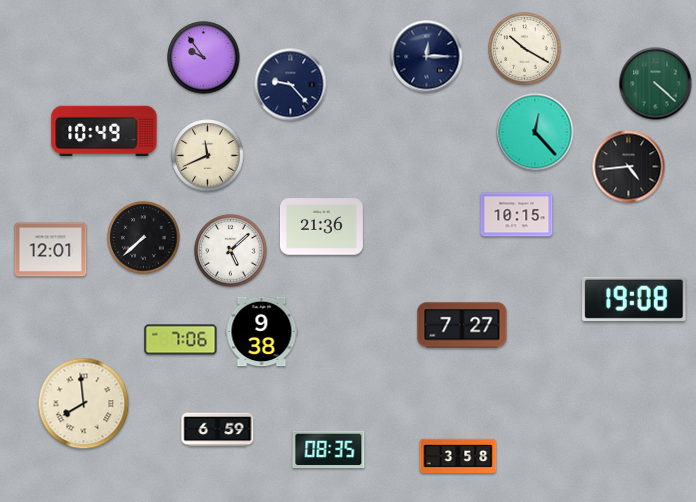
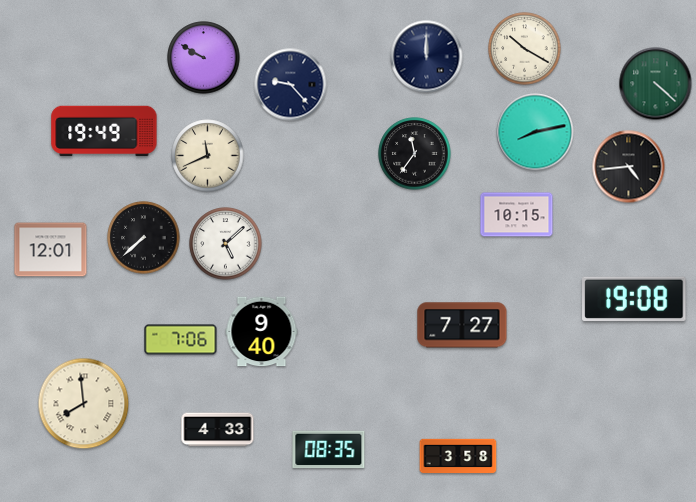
clock at (427, 57): 12:15 -> 12:00
clock at (204, 58): 9:54 -> 9:50
clock at (104, 131): 10:49 -> 19:49
clock at (535, 132): 12:23 -> 8:13
clock at (415, 154): none -> 11:36
clock at (321, 227): 21:36 -> none
clock at (231, 251) position: (231, 251) -> (226, 244)
clock at (262, 332): 9:38 -> 9:40
clock at (218, 430): 6:59 -> 4:33
